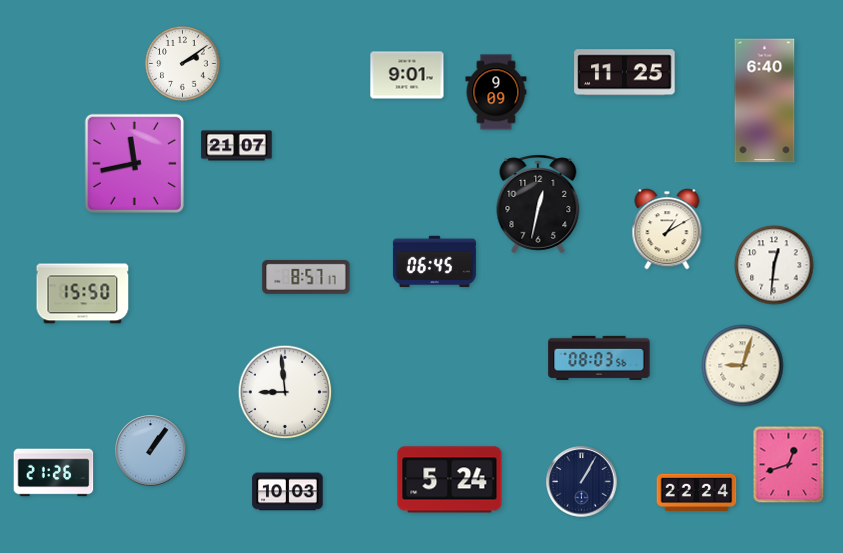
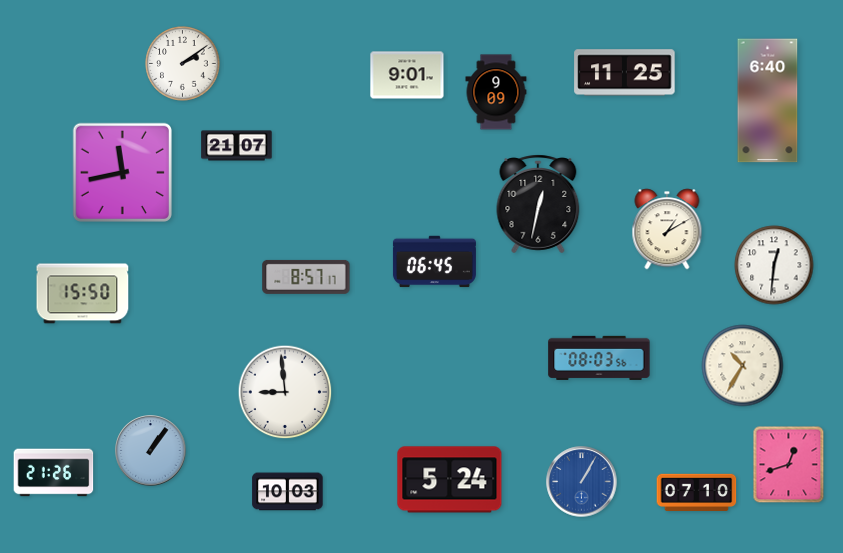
clock at (765, 101) position: (765, 101) -> (768, 101)
clock at (134, 163) position: (134, 163) -> (122, 172)
clock at (743, 366): 9:03 -> 10:35
clock at (582, 482) dial: navy -> blue
clock at (697, 492): 22:24 -> 07:10
